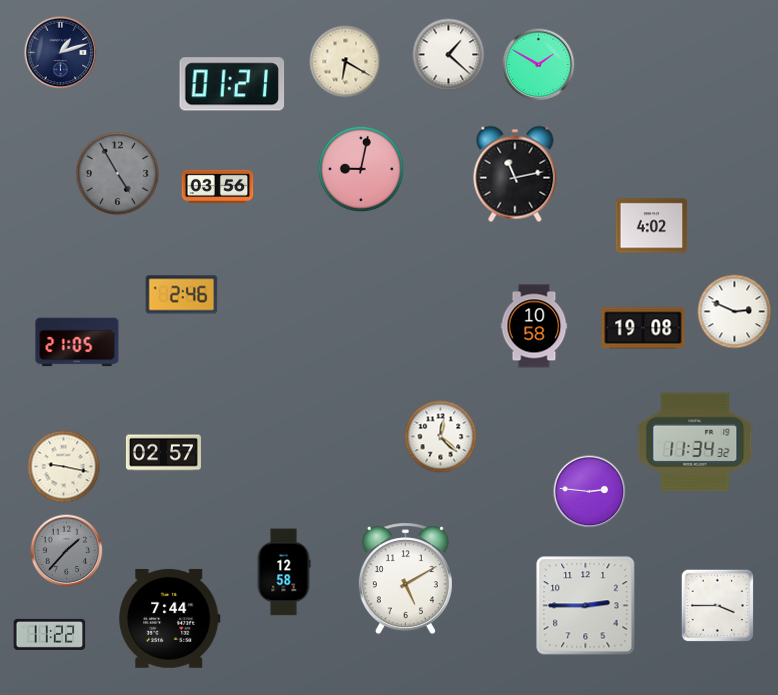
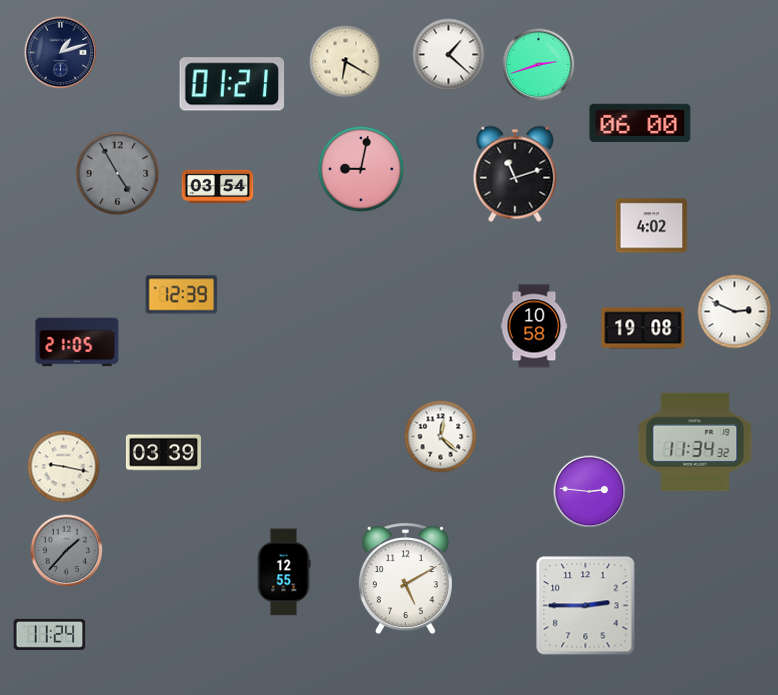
clock at (539, 65): 1:50 -> 2:42
clock at (640, 123): none -> 06:00
clock at (515, 174): 11:13 -> 11:12
clock at (218, 187): 03:56 -> 03:54
clock at (182, 295): 2:46 -> 12:39
clock at (163, 453): 02:57 -> 03:39
clock at (284, 572): 12:58 -> 12:55
clock at (717, 605): 3:45 -> none
clock at (170, 618): 7:44 -> none
clock at (50, 634): 11:22 -> 11:24
